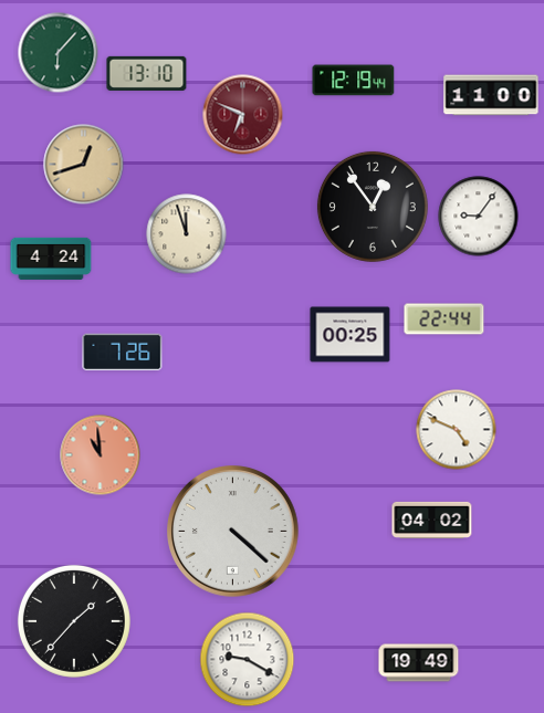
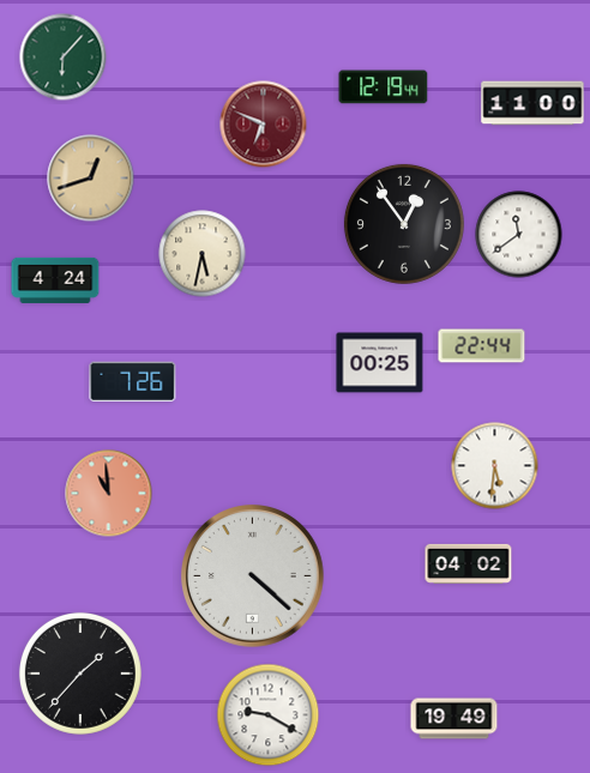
clock at (147, 73): 13:10 -> none
clock at (479, 217): 9:06 -> 11:39
clock at (187, 234): 11:57 -> 5:32
clock at (457, 430): 4:49 -> 5:31
